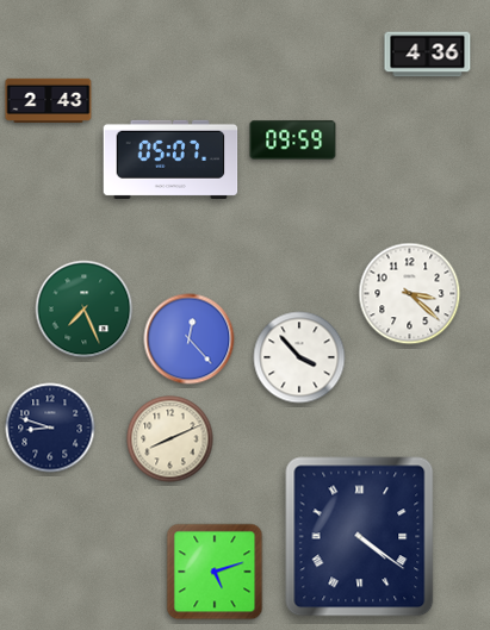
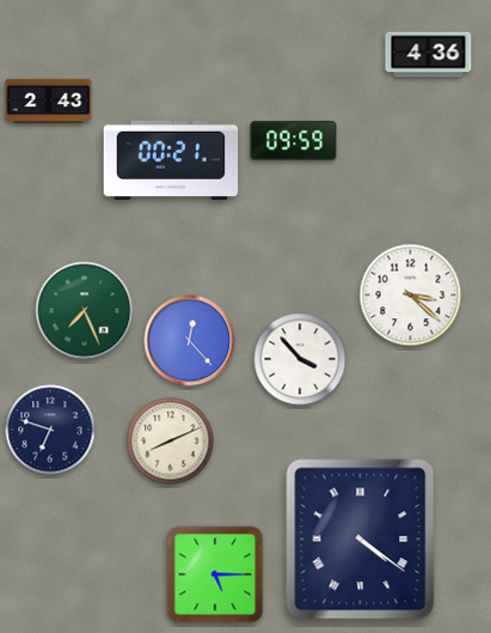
clock at (170, 160): 05:07 -> 00:21
clock at (50, 428): 8:48 -> 6:48
clock at (215, 572): 5:12 -> 5:15
